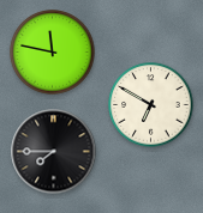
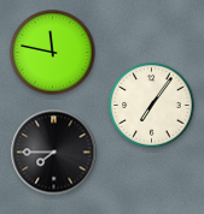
clock at (151, 105): 6:50 -> 7:06
